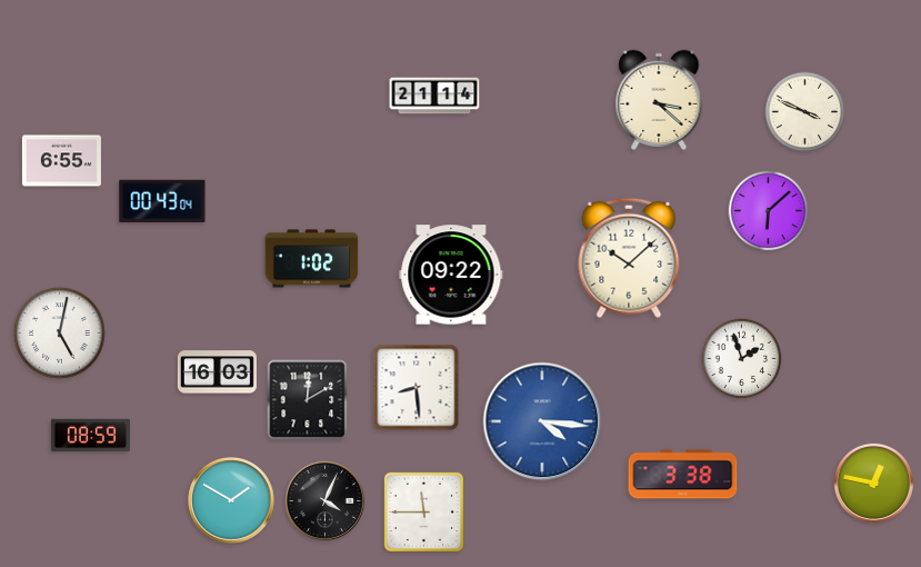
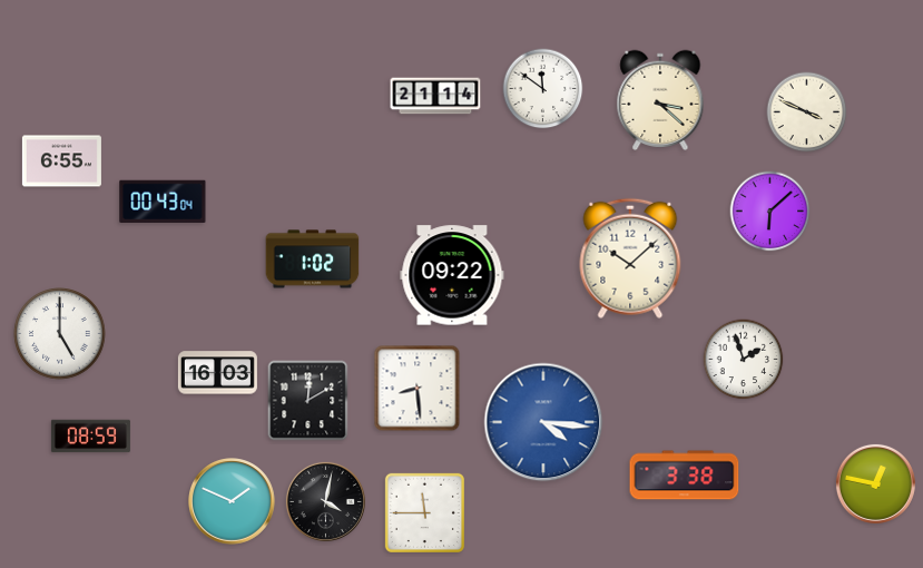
clock at (543, 89): none -> 11:51
clock at (60, 334): 5:02 -> 5:00
clock at (231, 500): 1:50 -> 1:49
clock at (324, 500): 4:04 -> 4:02
